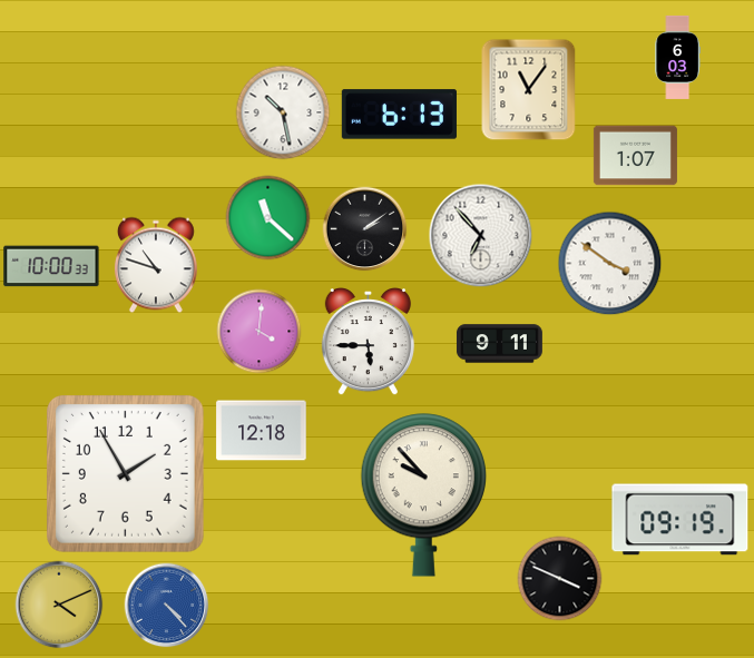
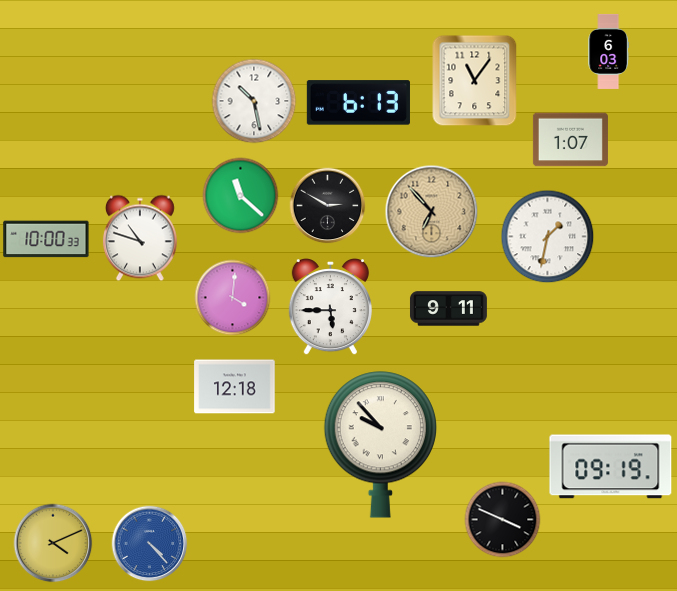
clock at (365, 229): 2:09 -> 2:50
clock at (481, 236) dial: white -> champagne
clock at (610, 264): 3:51 -> 1:32
clock at (125, 473): 1:55 -> none
